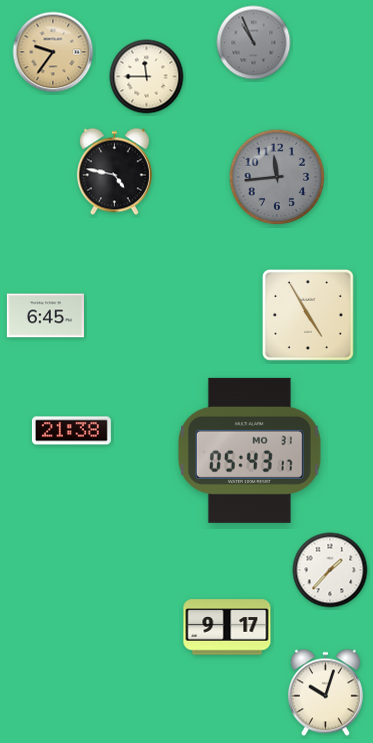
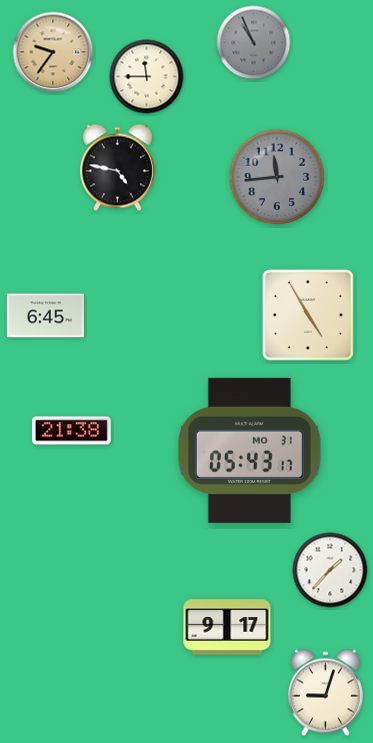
clock at (114, 172) position: (114, 172) -> (117, 168)
clock at (325, 693): 10:03 -> 9:03
